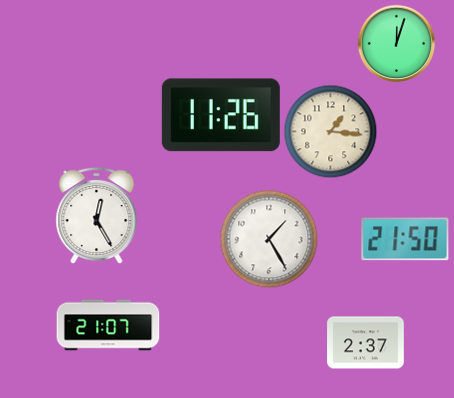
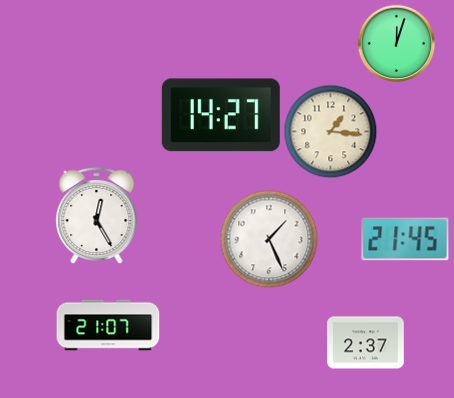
clock at (221, 115): 11:26 -> 14:27
clock at (269, 239): 1:25 -> 1:26
clock at (405, 239): 21:50 -> 21:45
